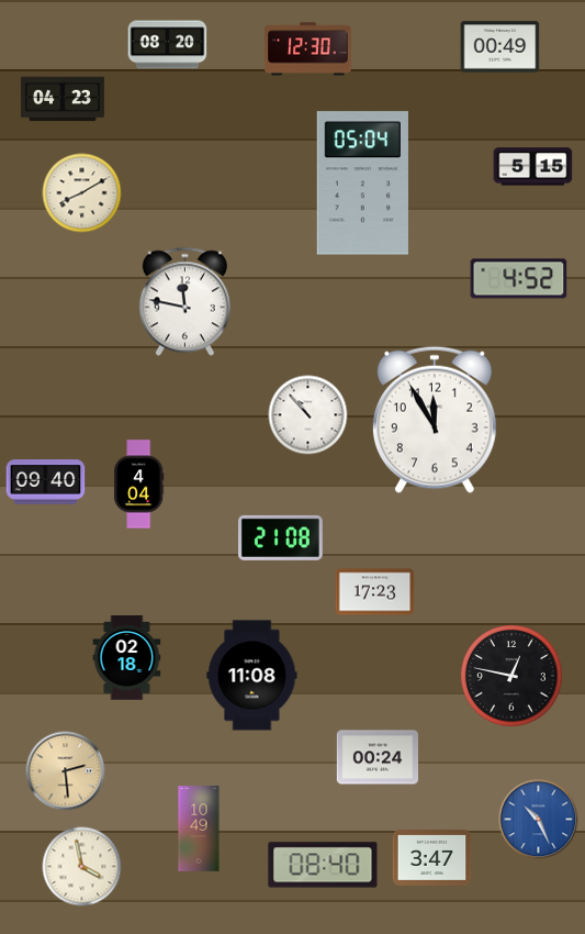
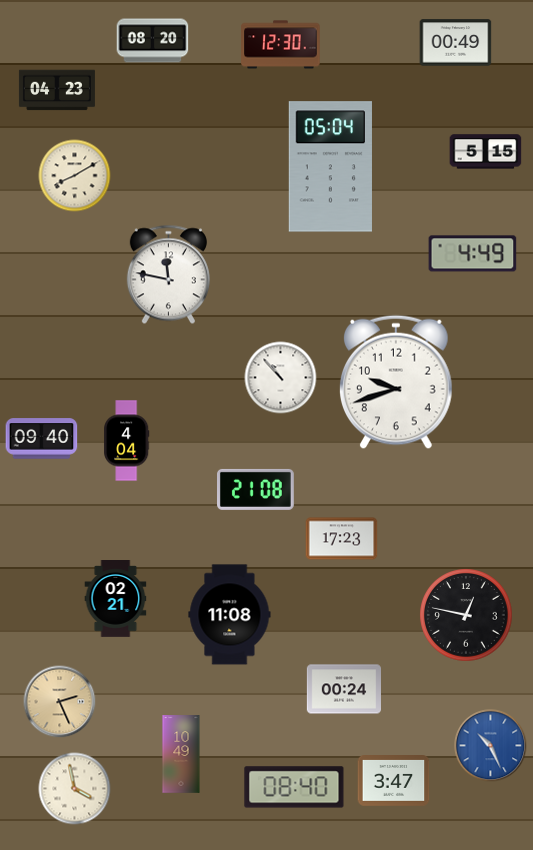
clock at (519, 279): 4:52 -> 4:49
clock at (436, 420): 11:55 -> 9:42
clock at (127, 658): 02:18 -> 02:21
clock at (66, 771): 2:29 -> 2:26
